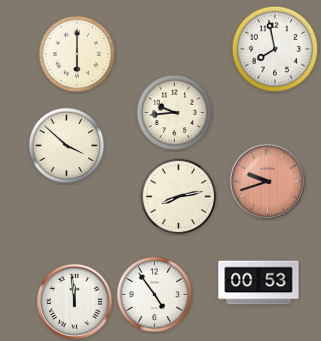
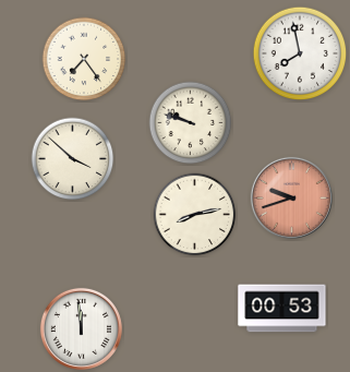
clock at (77, 54): 6:00 -> 7:24
clock at (175, 113): 9:44 -> 9:48
clock at (155, 295): 4:54 -> none
